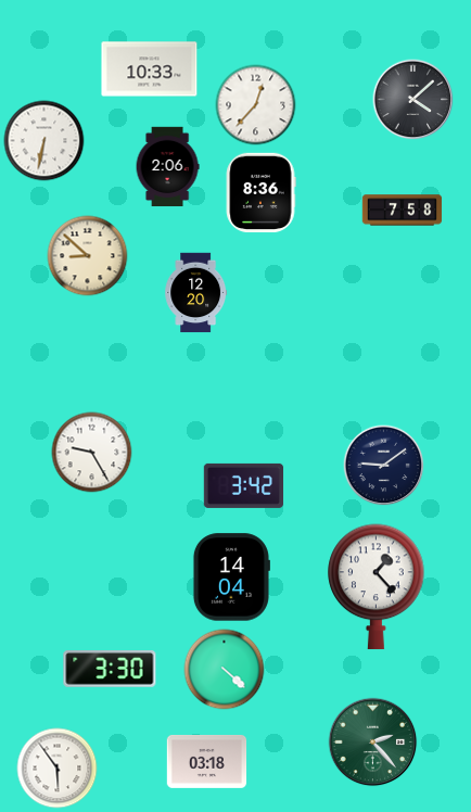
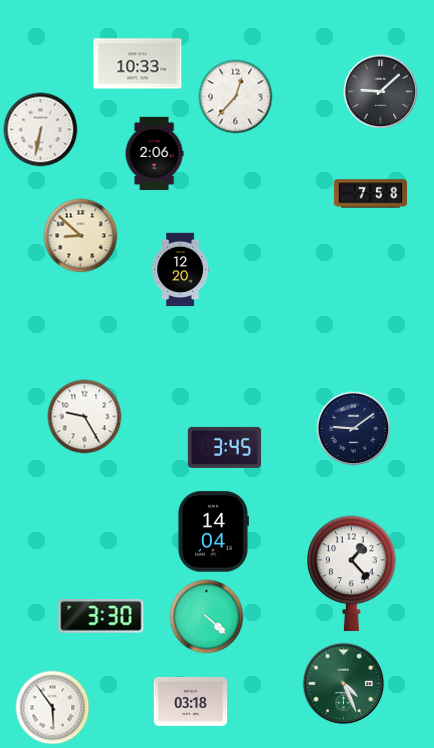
clock at (413, 100): 4:08 -> 9:08
clock at (260, 193): 8:36 -> none
clock at (244, 485): 3:42 -> 3:45
clock at (377, 587) position: (377, 587) -> (352, 574)
clock at (373, 743): 2:23 -> 4:26
